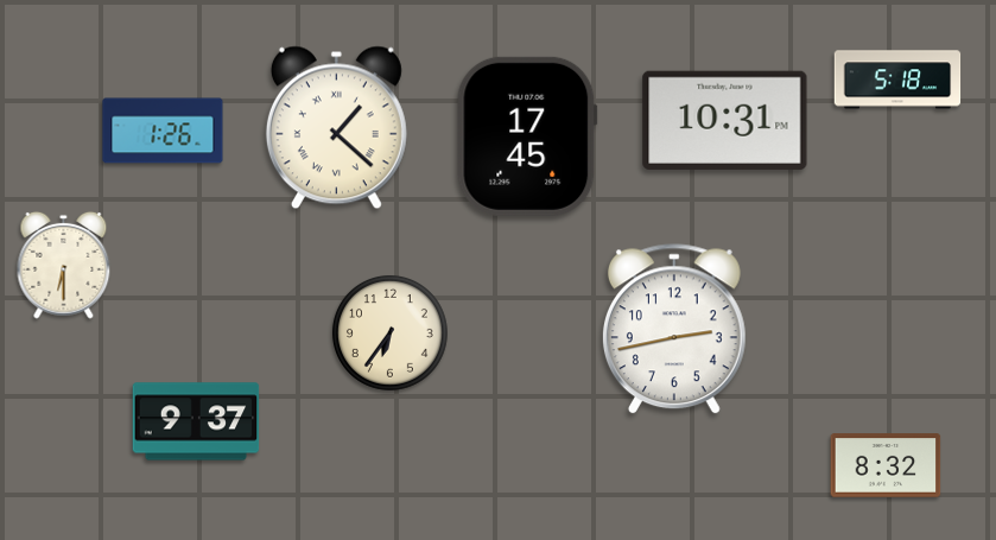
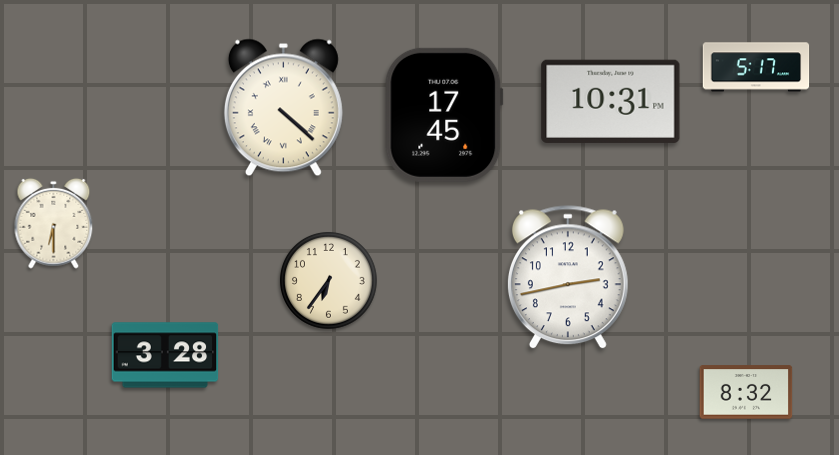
clock at (897, 80): 5:18 -> 5:17
clock at (336, 128): 1:22 -> 4:22
clock at (163, 131): 1:26 -> none
clock at (196, 421): 9:37 -> 3:28
